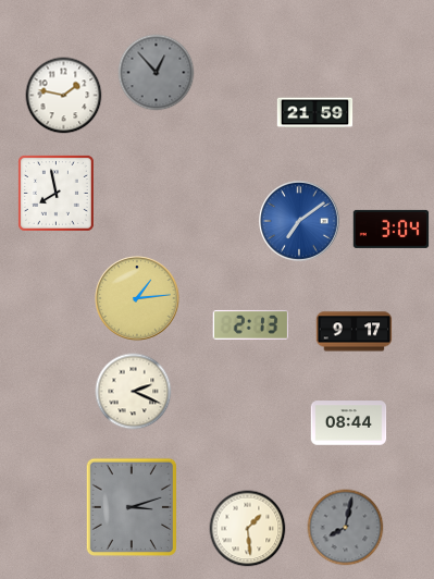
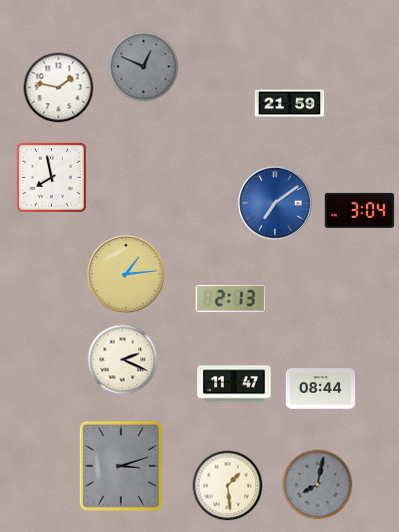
clock at (157, 73): 12:53 -> 12:49
clock at (355, 332): 9:17 -> none
clock at (234, 384): none -> 11:47
